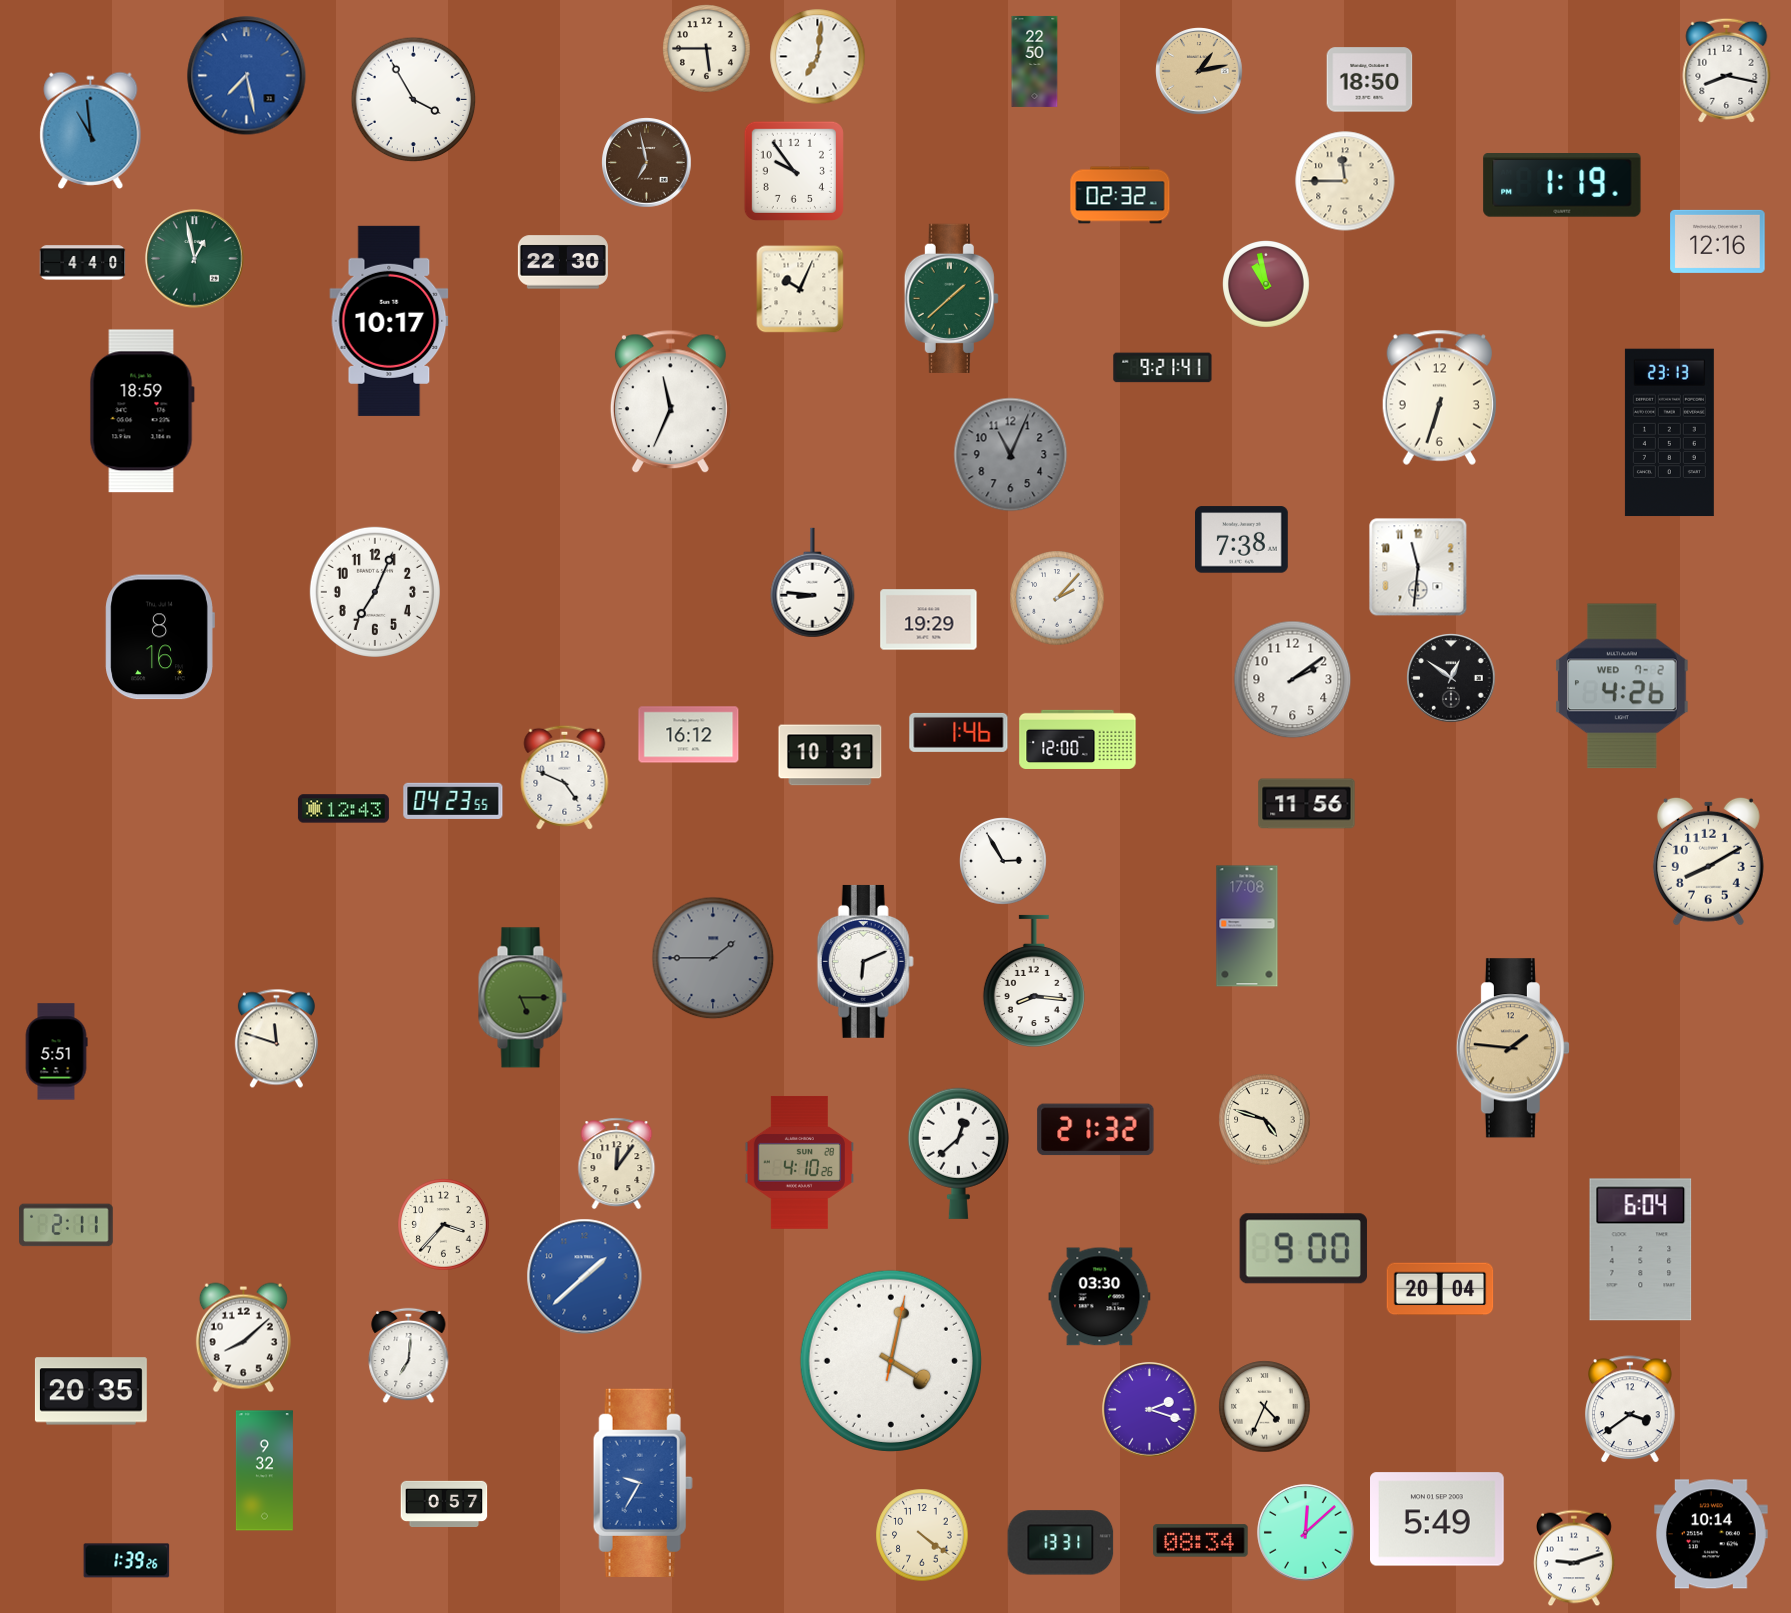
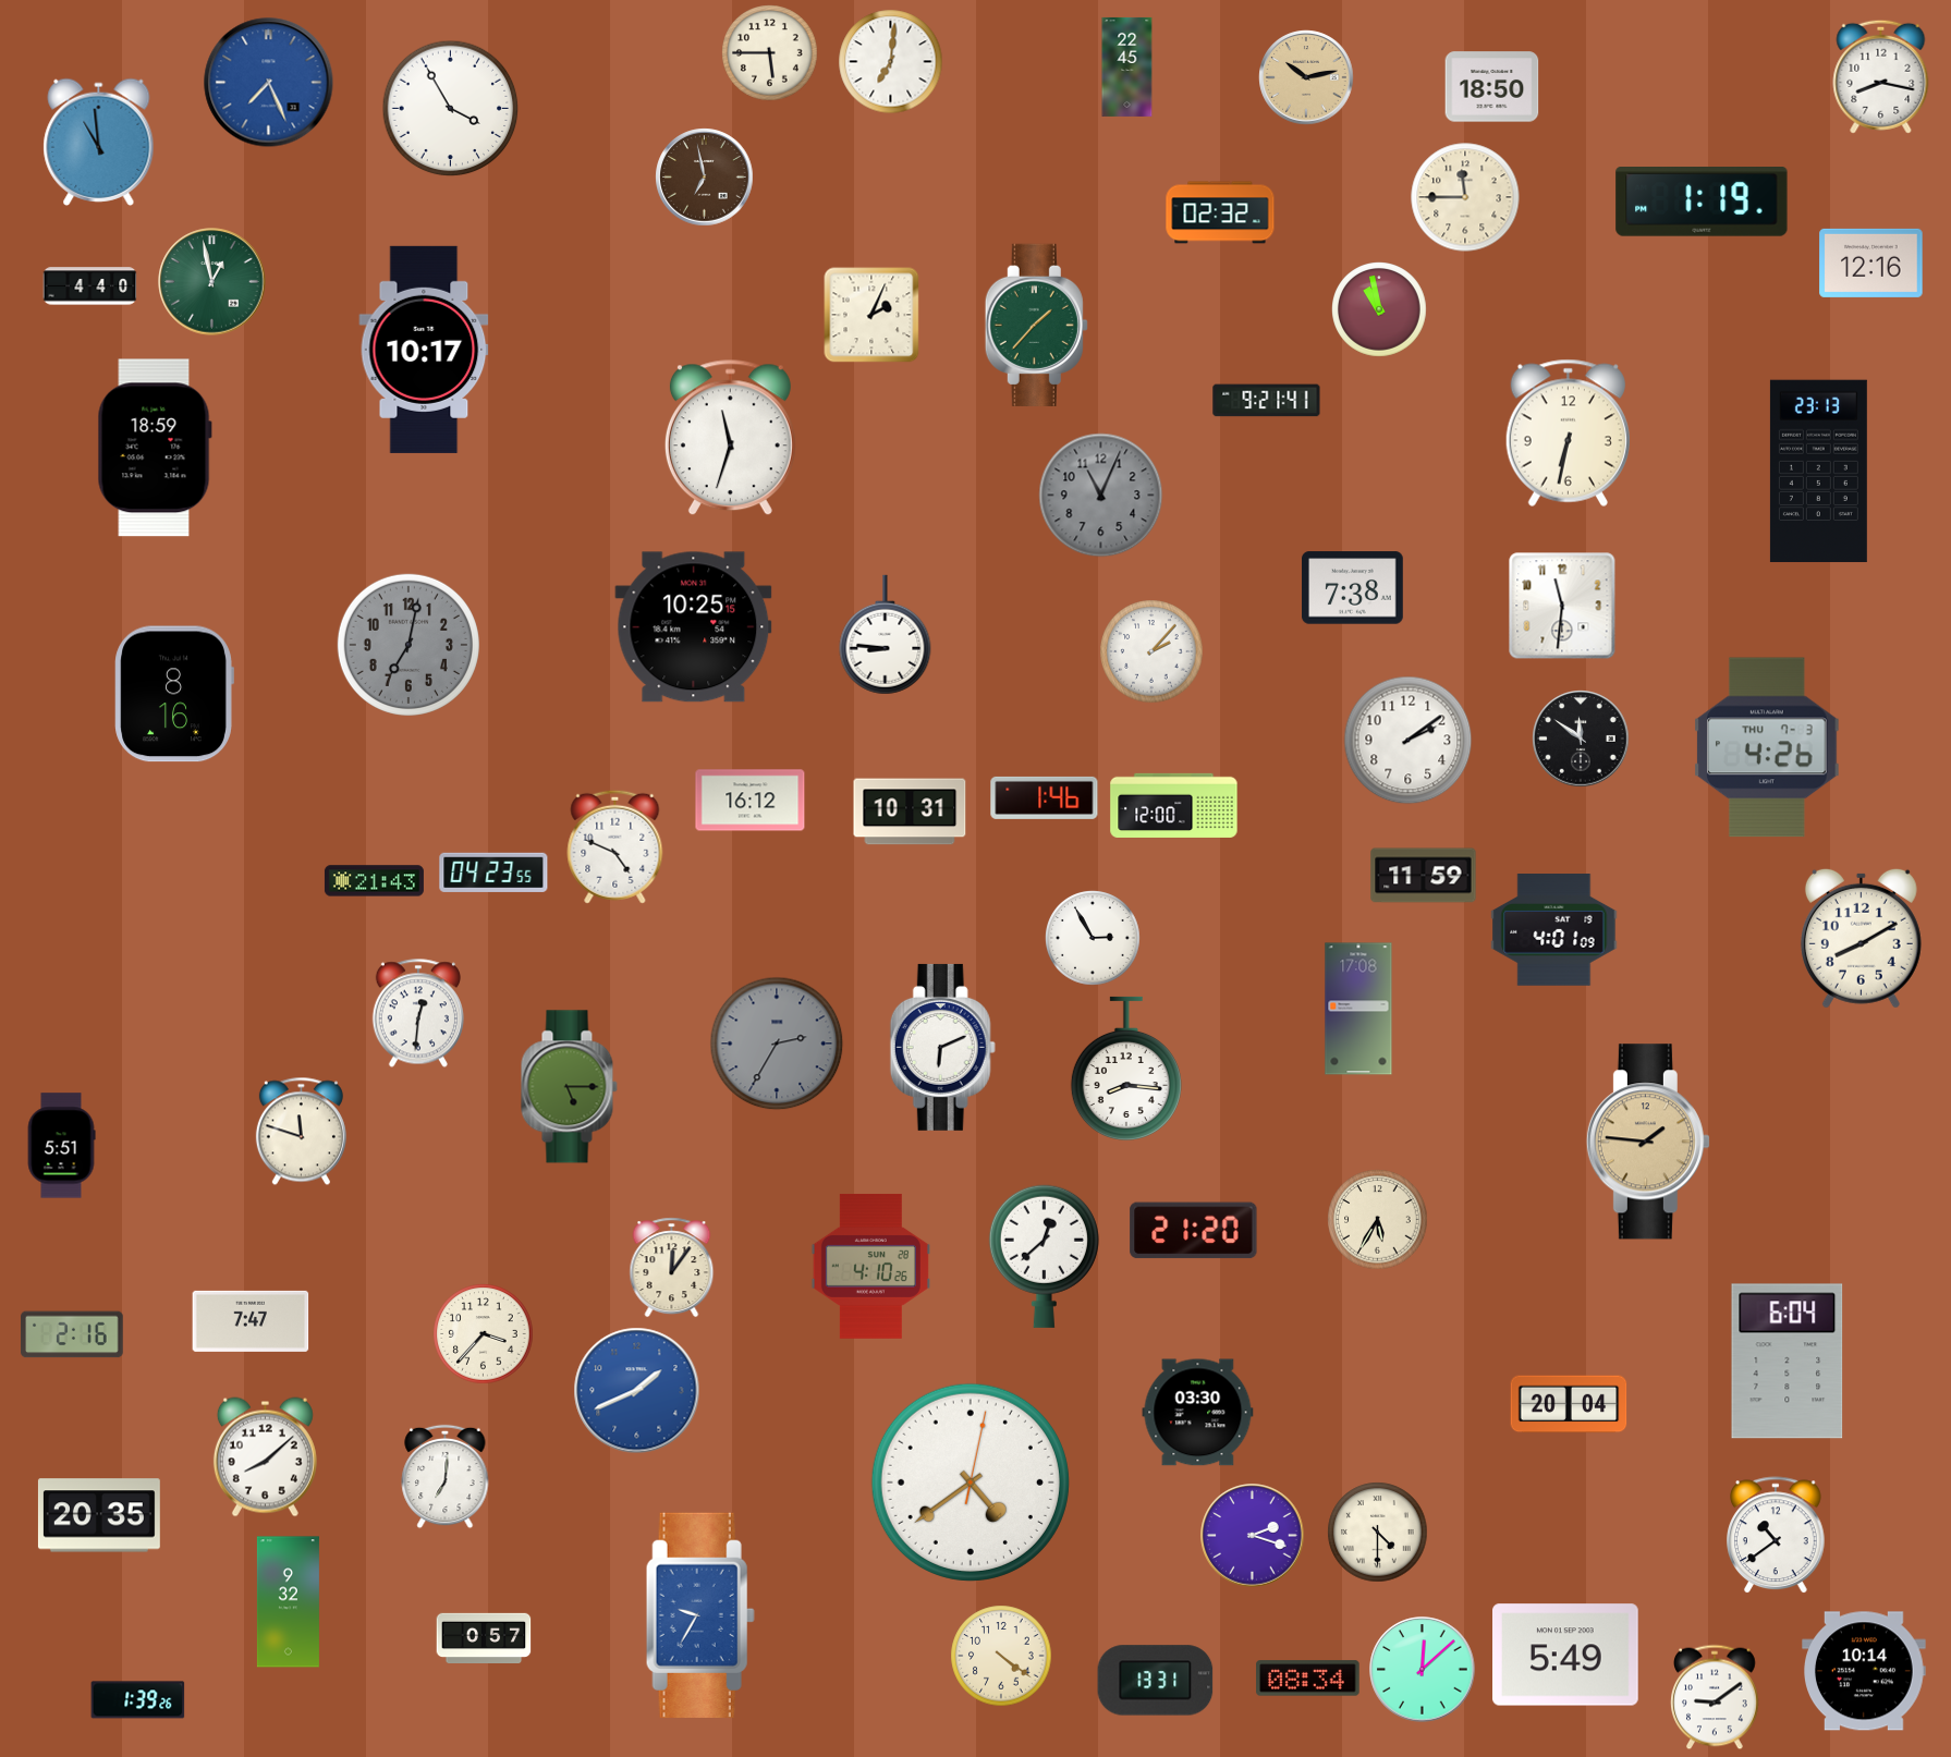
clock at (1035, 61): 22:50 -> 22:45
clock at (1199, 71): 1:13 -> 10:13
clock at (247, 76): 7:28 -> 7:26
clock at (794, 171): 9:54 -> none
clock at (563, 262): 22:30 -> none
clock at (800, 289): 10:04 -> 2:04
clock at (951, 298): 1:38 -> 1:37
clock at (1439, 397): 6:33 -> 6:32
clock at (670, 402): 11:34 -> 11:33
clock at (1418, 567) position: (1418, 567) -> (1562, 606)
clock at (694, 627): none -> 10:25
clock at (375, 592): 7:04 -> 7:02
clock at (375, 592) dial: white -> grey
clock at (929, 620): 19:29 -> none
clock at (1451, 678): 12:51 -> 11:51
clock at (1623, 686) date: WED 7-2 -> THU 7-3
clock at (830, 755) position: (830, 755) -> (910, 812)
clock at (1307, 804): 11:56 -> 11:59
clock at (343, 809): 12:43 -> 21:43
clock at (1554, 930): none -> 4:01
clock at (418, 1013): none -> 12:31
clock at (713, 958): 1:45 -> 2:35
clock at (1265, 1120): 4:48 -> 5:35
clock at (1096, 1130): 21:32 -> 21:20
clock at (251, 1321): none -> 7:47
clock at (66, 1225): 2:11 -> 2:16
clock at (1303, 1249): 9:00 -> none
clock at (585, 1277): 1:38 -> 1:41
clock at (891, 1361): 4:02 -> 4:39
clock at (1265, 1407): 4:34 -> 4:30
clock at (1630, 1410): 3:39 -> 10:39
clock at (922, 1535) position: (922, 1535) -> (1001, 1656)
clock at (1575, 1558): 9:12 -> 9:09
